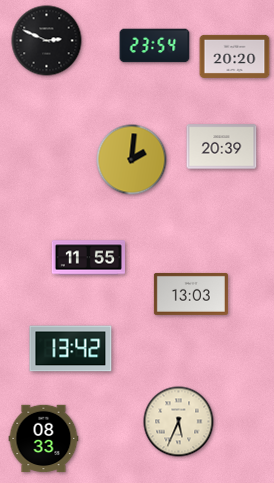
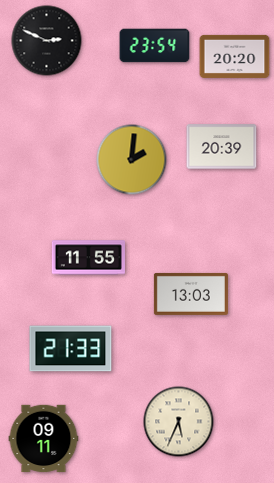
clock at (71, 349): 13:42 -> 21:33
clock at (44, 439): 08:33 -> 09:11
